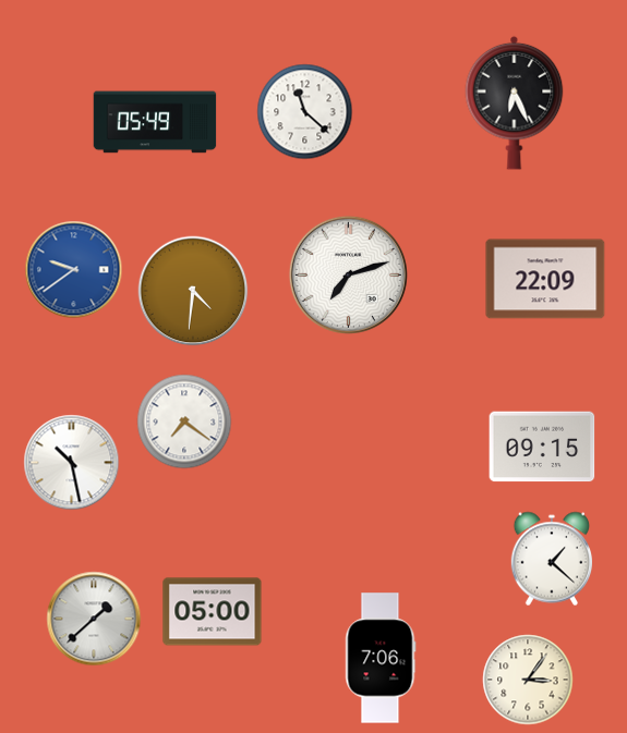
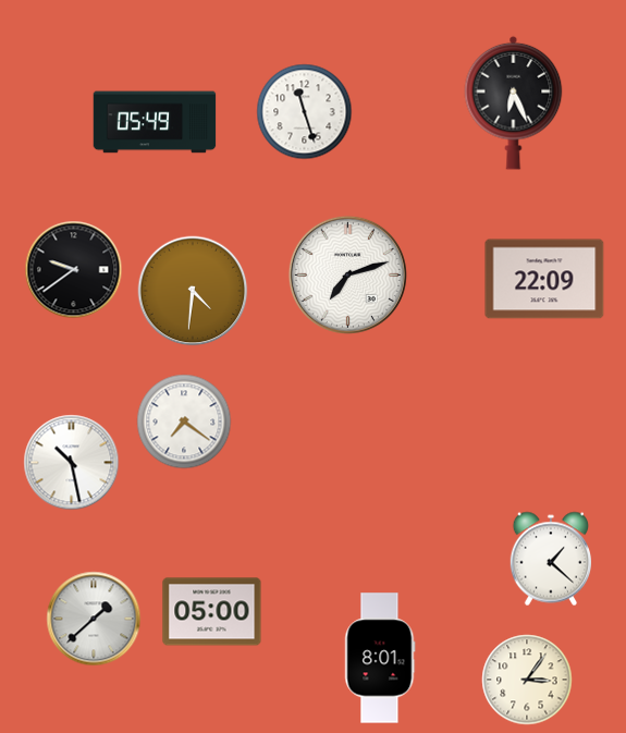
clock at (305, 112): 11:22 -> 11:27
clock at (74, 270) dial: blue -> black
clock at (542, 447): 09:15 -> none
clock at (381, 658): 7:06 -> 8:01
